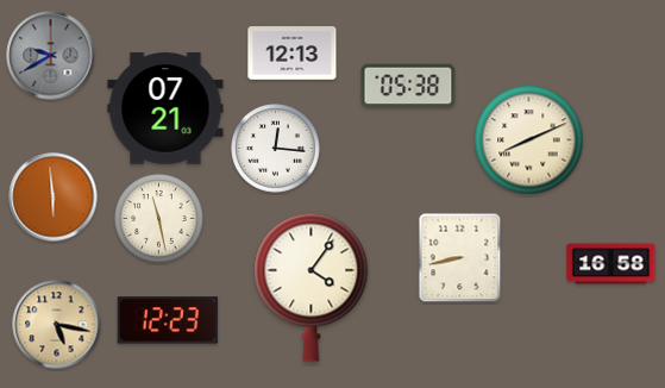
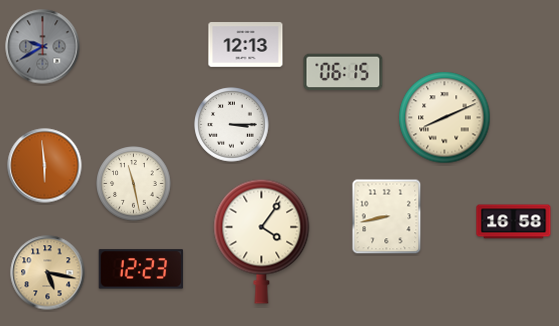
clock at (408, 86): 05:38 -> 06:15
clock at (165, 108): 07:21 -> none
clock at (276, 149): 12:16 -> 3:15
